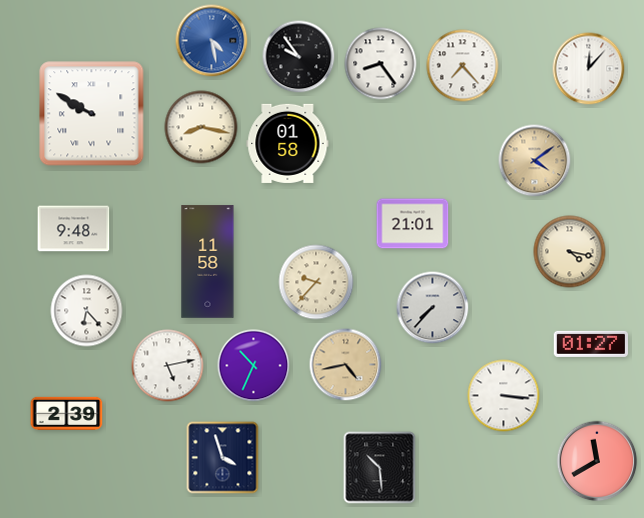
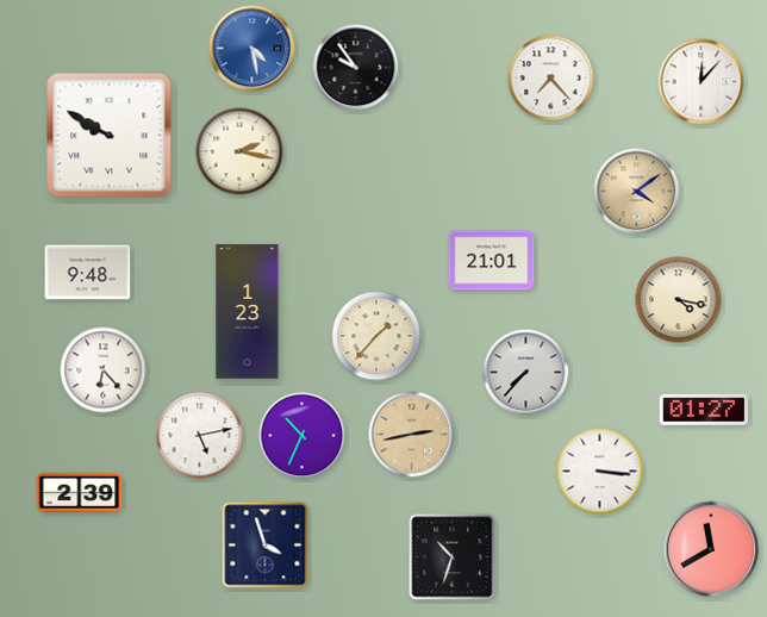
clock at (381, 64): 8:24 -> none
clock at (201, 127): 8:17 -> 2:17
clock at (288, 143): 01:58 -> none
clock at (413, 224) position: (413, 224) -> (492, 261)
clock at (208, 262): 11:58 -> 1:23
clock at (316, 282): 9:37 -> 1:37
clock at (433, 308) position: (433, 308) -> (526, 373)
clock at (346, 365): 4:43 -> 2:43
clock at (380, 468): 10:29 -> 10:33
